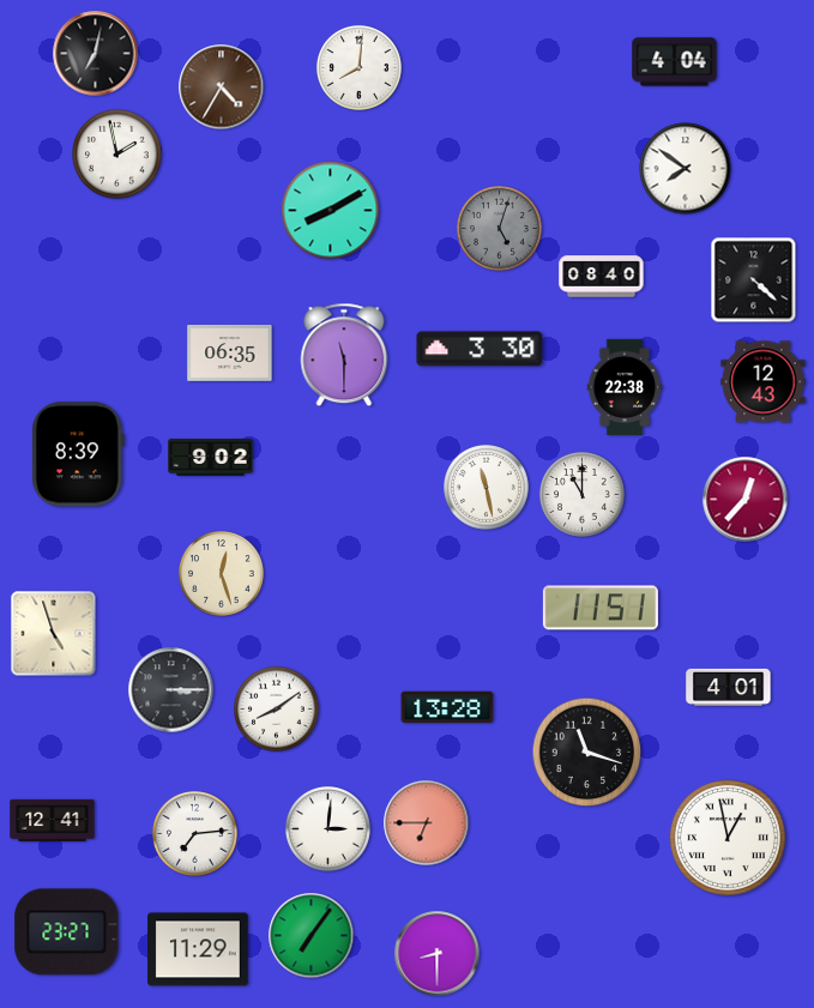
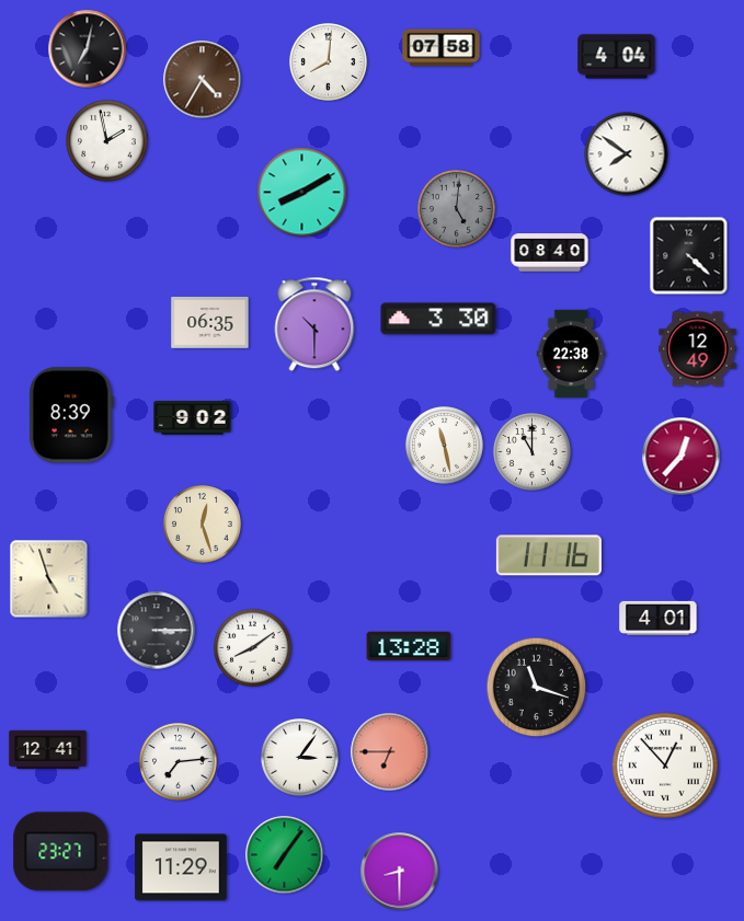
clock at (442, 48): none -> 07:58
clock at (500, 229): 5:03 -> 5:01
clock at (344, 355): 11:30 -> 10:30
clock at (764, 382): 12:43 -> 12:49
clock at (601, 608): 11:51 -> 11:16
clock at (729, 687) position: (729, 687) -> (659, 618)
clock at (328, 829): 3:01 -> 3:06
clock at (728, 838): 12:58 -> 12:53
